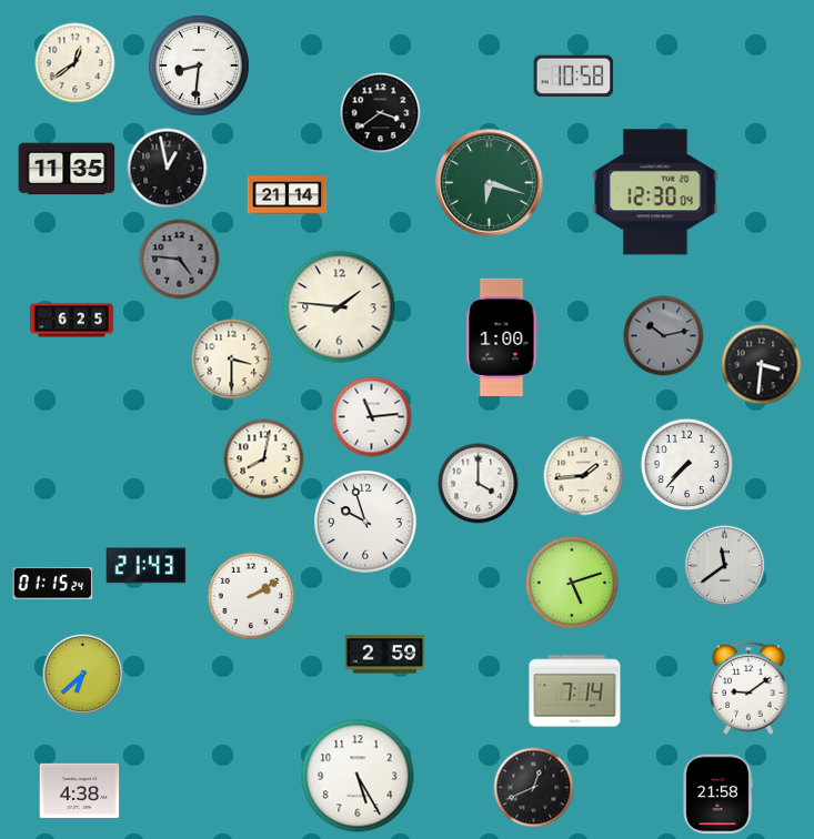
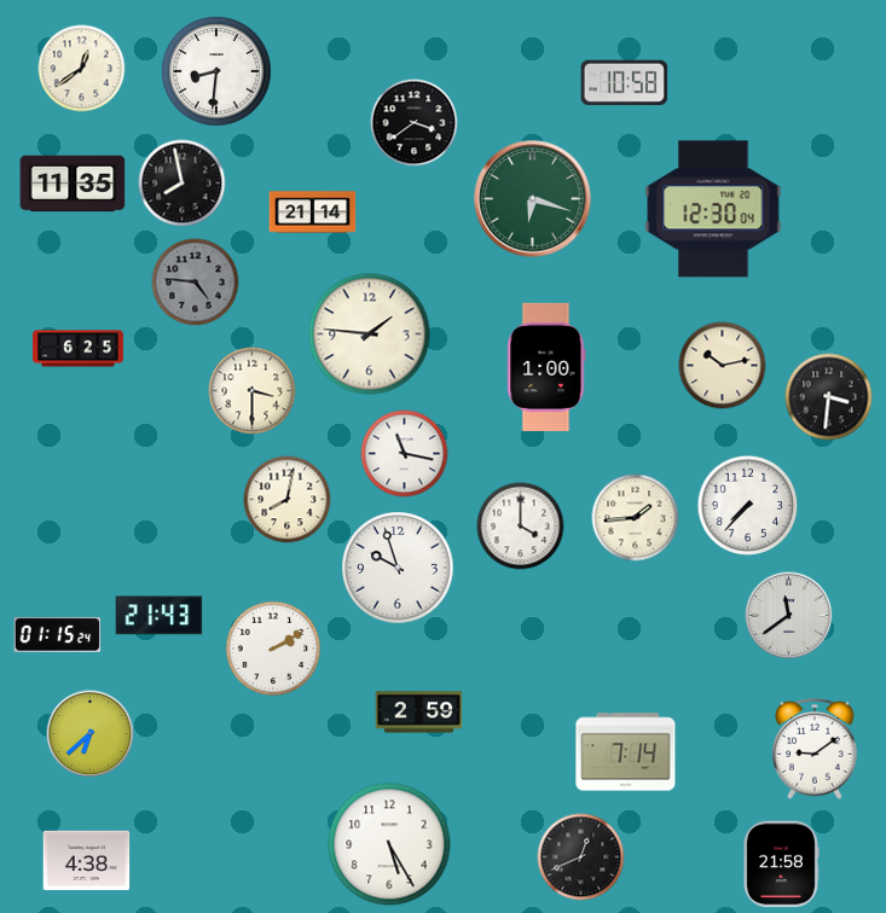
clock at (168, 169): 12:58 -> 7:58
clock at (664, 336) dial: grey -> cream
clock at (372, 417): 11:14 -> 11:17
clock at (572, 583): 5:12 -> none
